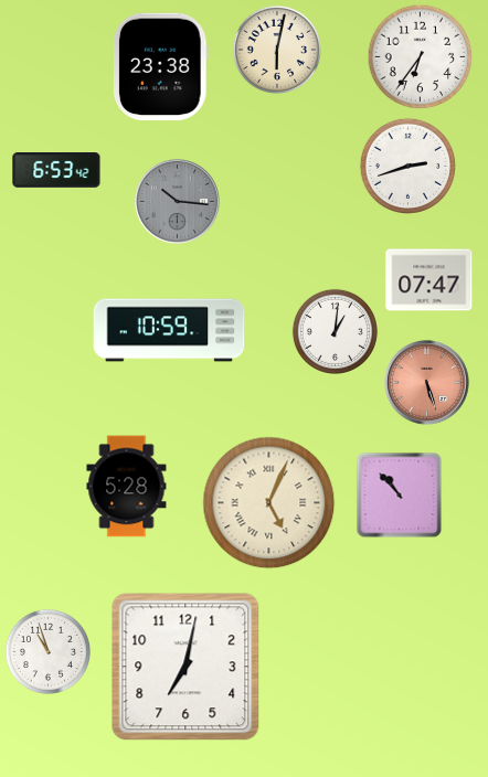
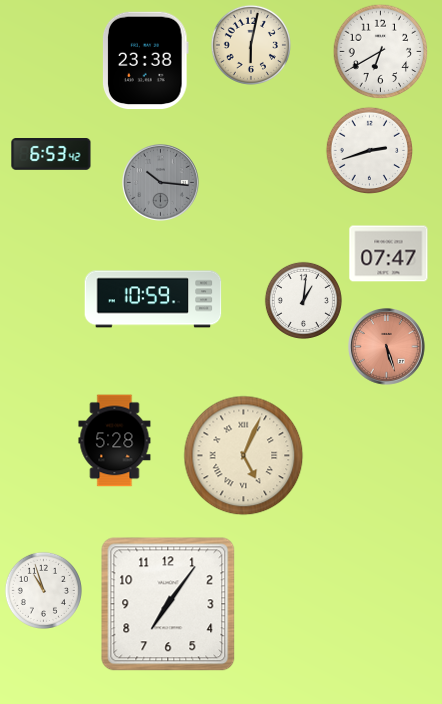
clock at (420, 56): 6:36 -> 6:40
clock at (399, 494): 10:53 -> none
clock at (185, 667): 7:02 -> 7:06
